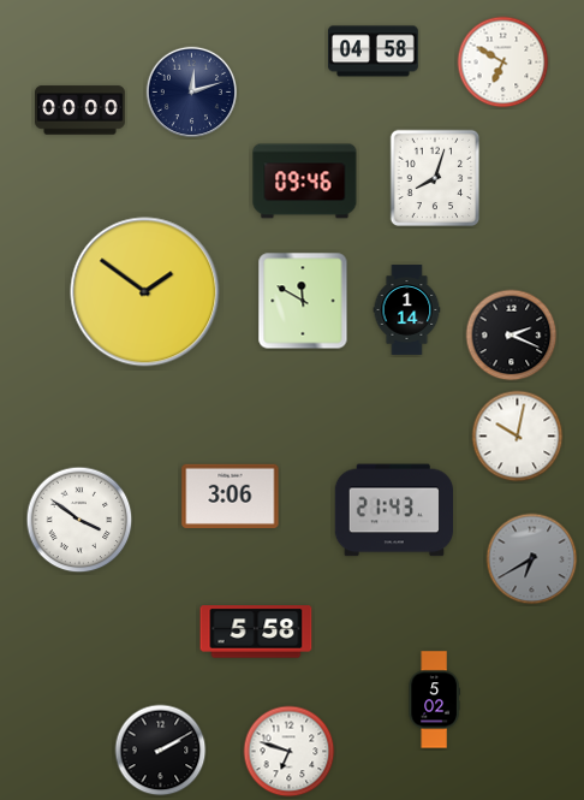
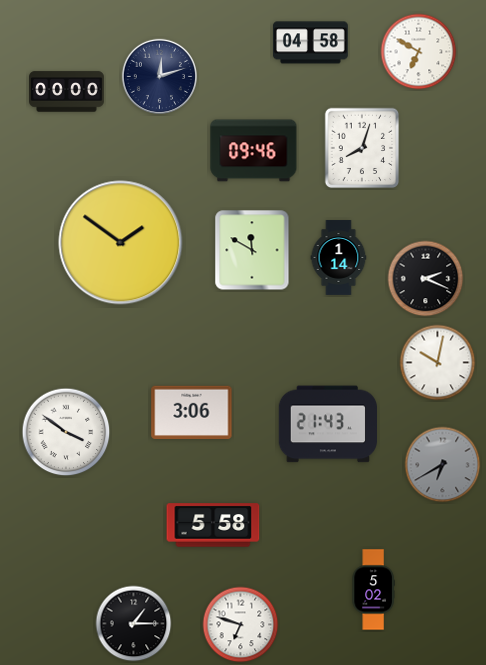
clock at (518, 437) position: (518, 437) -> (438, 363)
clock at (434, 700) position: (434, 700) -> (373, 590)
clock at (161, 751): 2:10 -> 1:15
